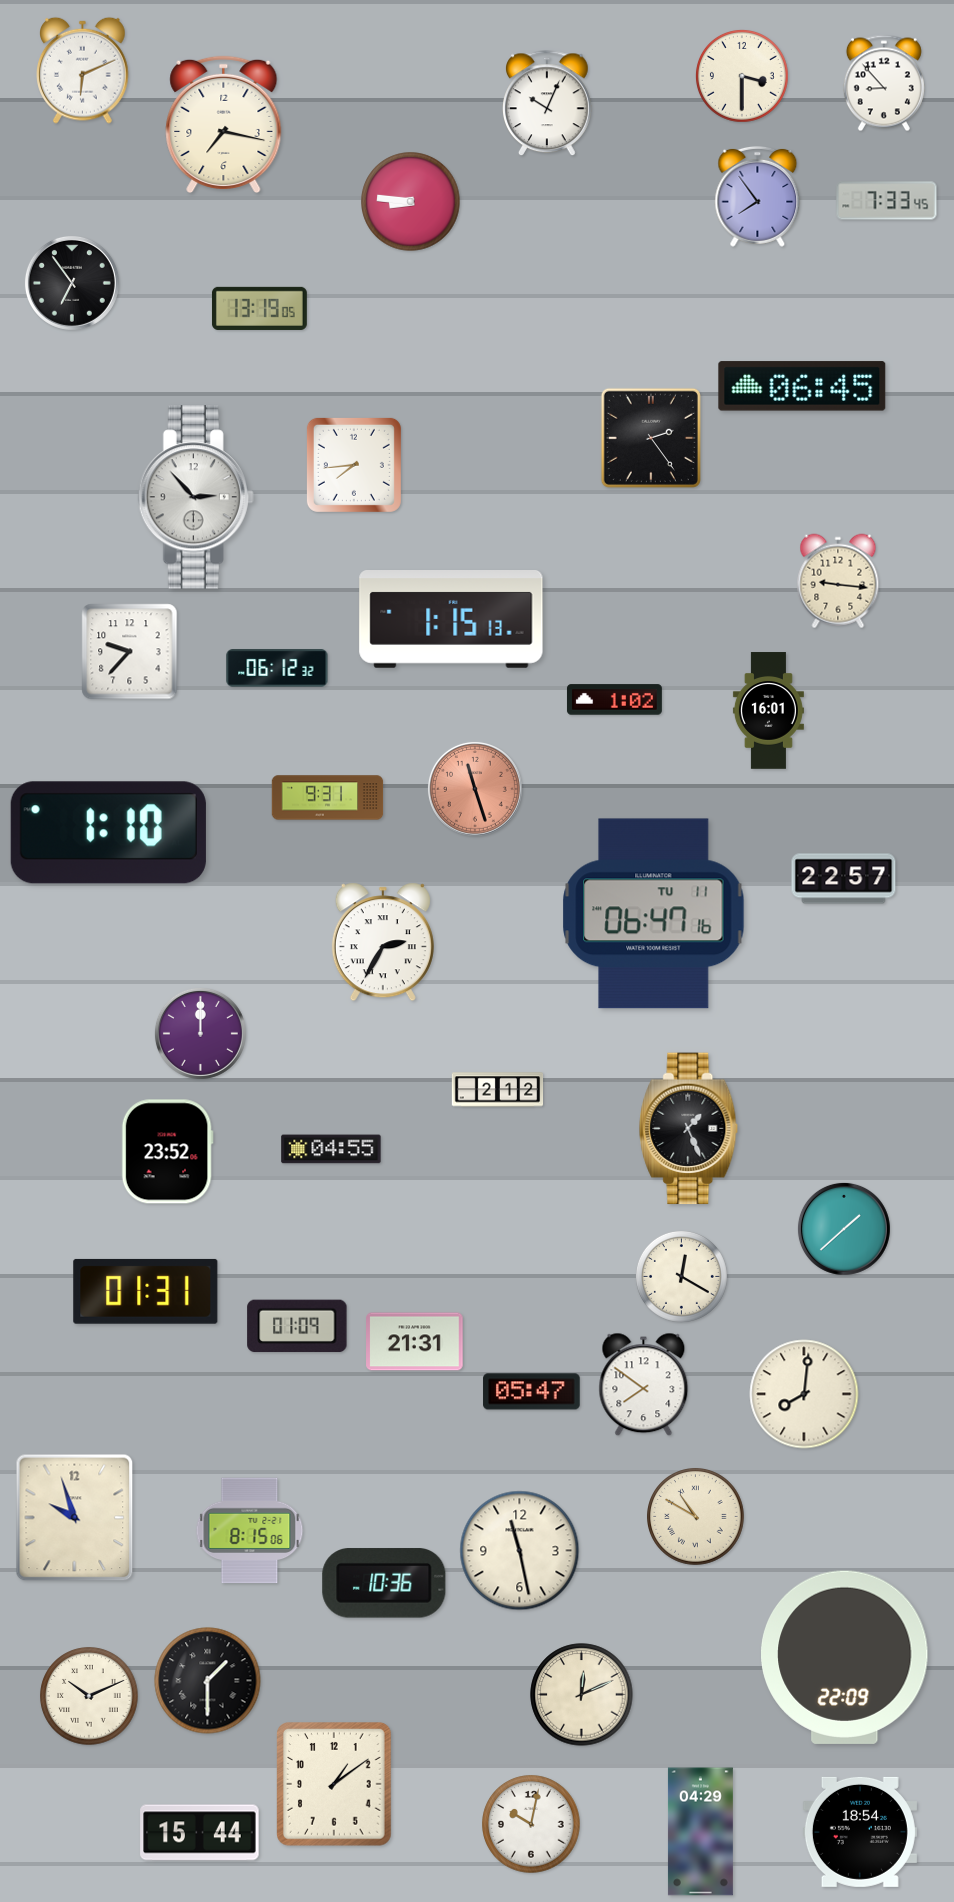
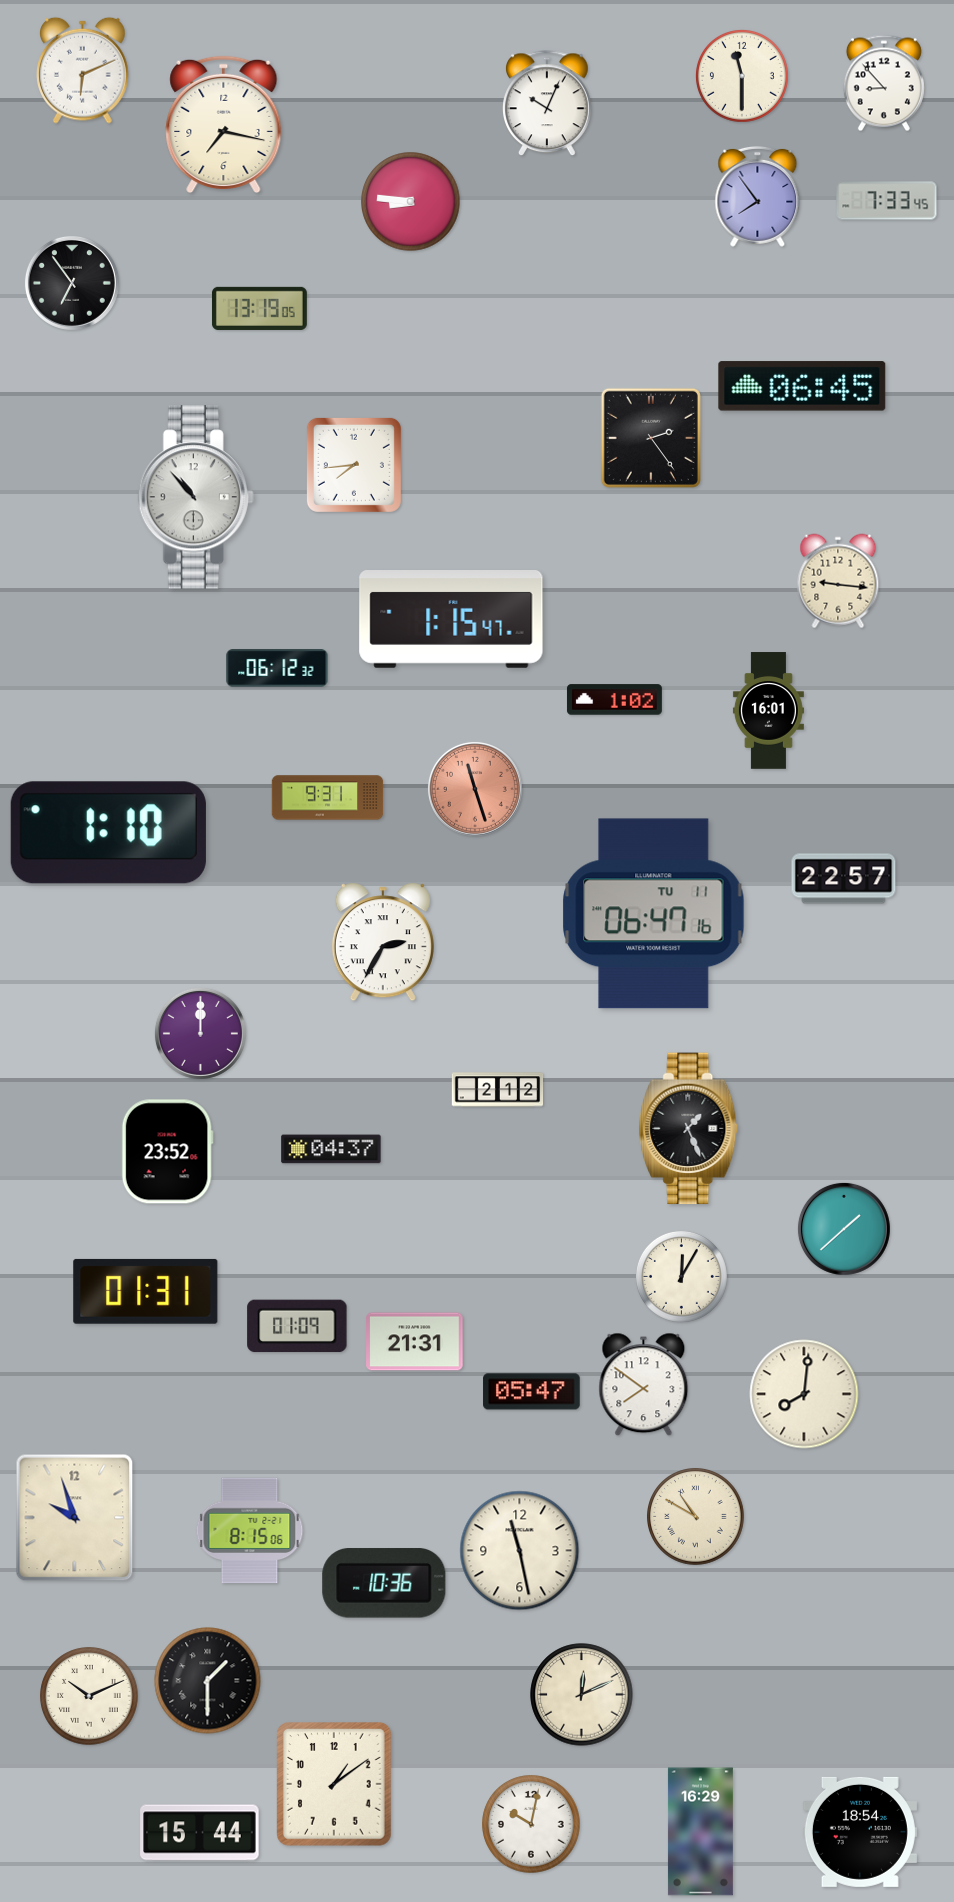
clock at (742, 76): 3:30 -> 11:30
clock at (196, 497): 2:53 -> 10:53
clock at (451, 620): 1:15:13 -> 1:15:47
clock at (130, 652): 9:37 -> none
clock at (331, 1149): 04:55 -> 04:37
clock at (681, 1276): 12:20 -> 12:05
clock at (845, 1657): 22:09 -> none
clock at (700, 1832): 04:29 -> 16:29
